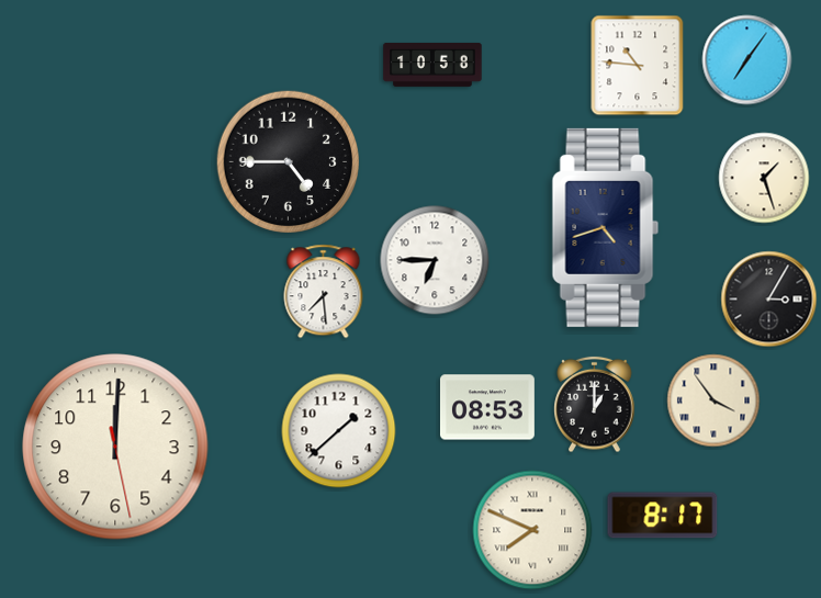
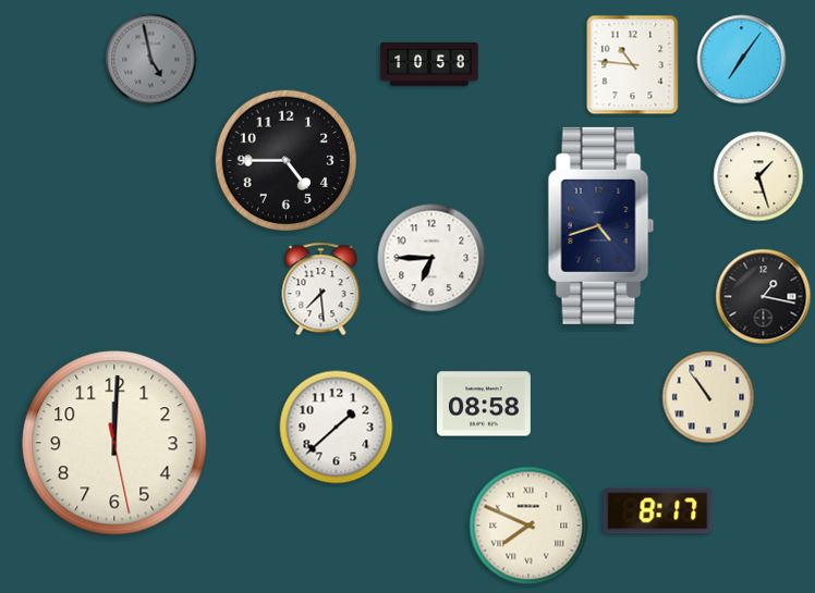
clock at (151, 60): none -> 4:58
clock at (769, 300): 3:05 -> 1:17
clock at (713, 400): 3:54 -> 10:54
clock at (595, 405): 1:00 -> none
clock at (487, 407): 08:53 -> 08:58
